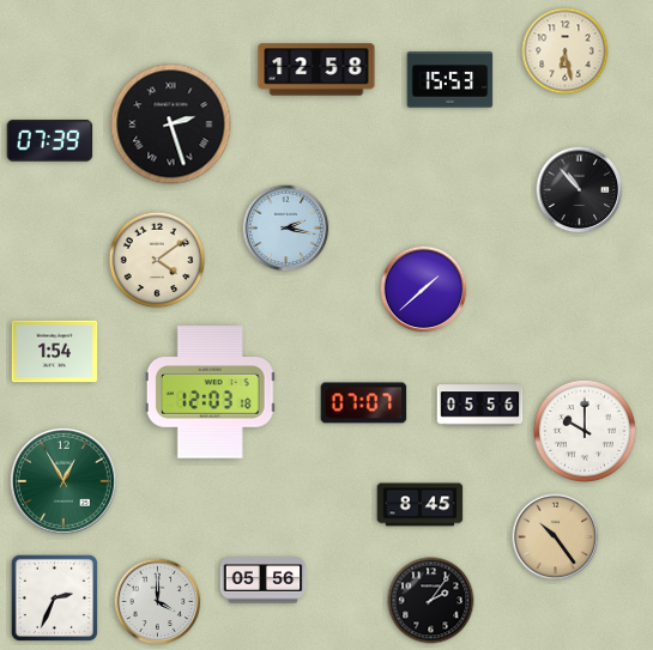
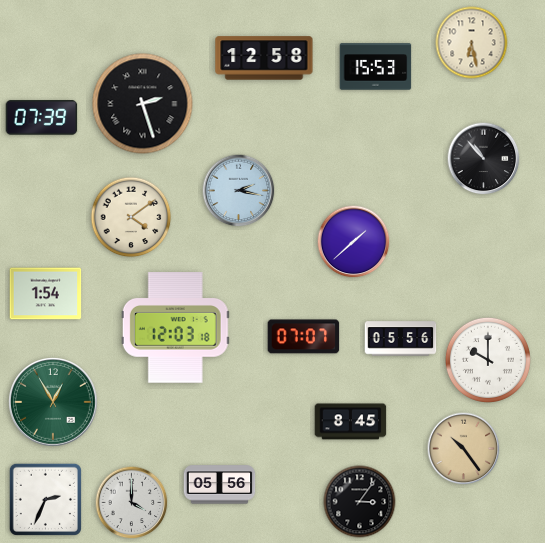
clock at (431, 601): 2:06 -> 3:06
